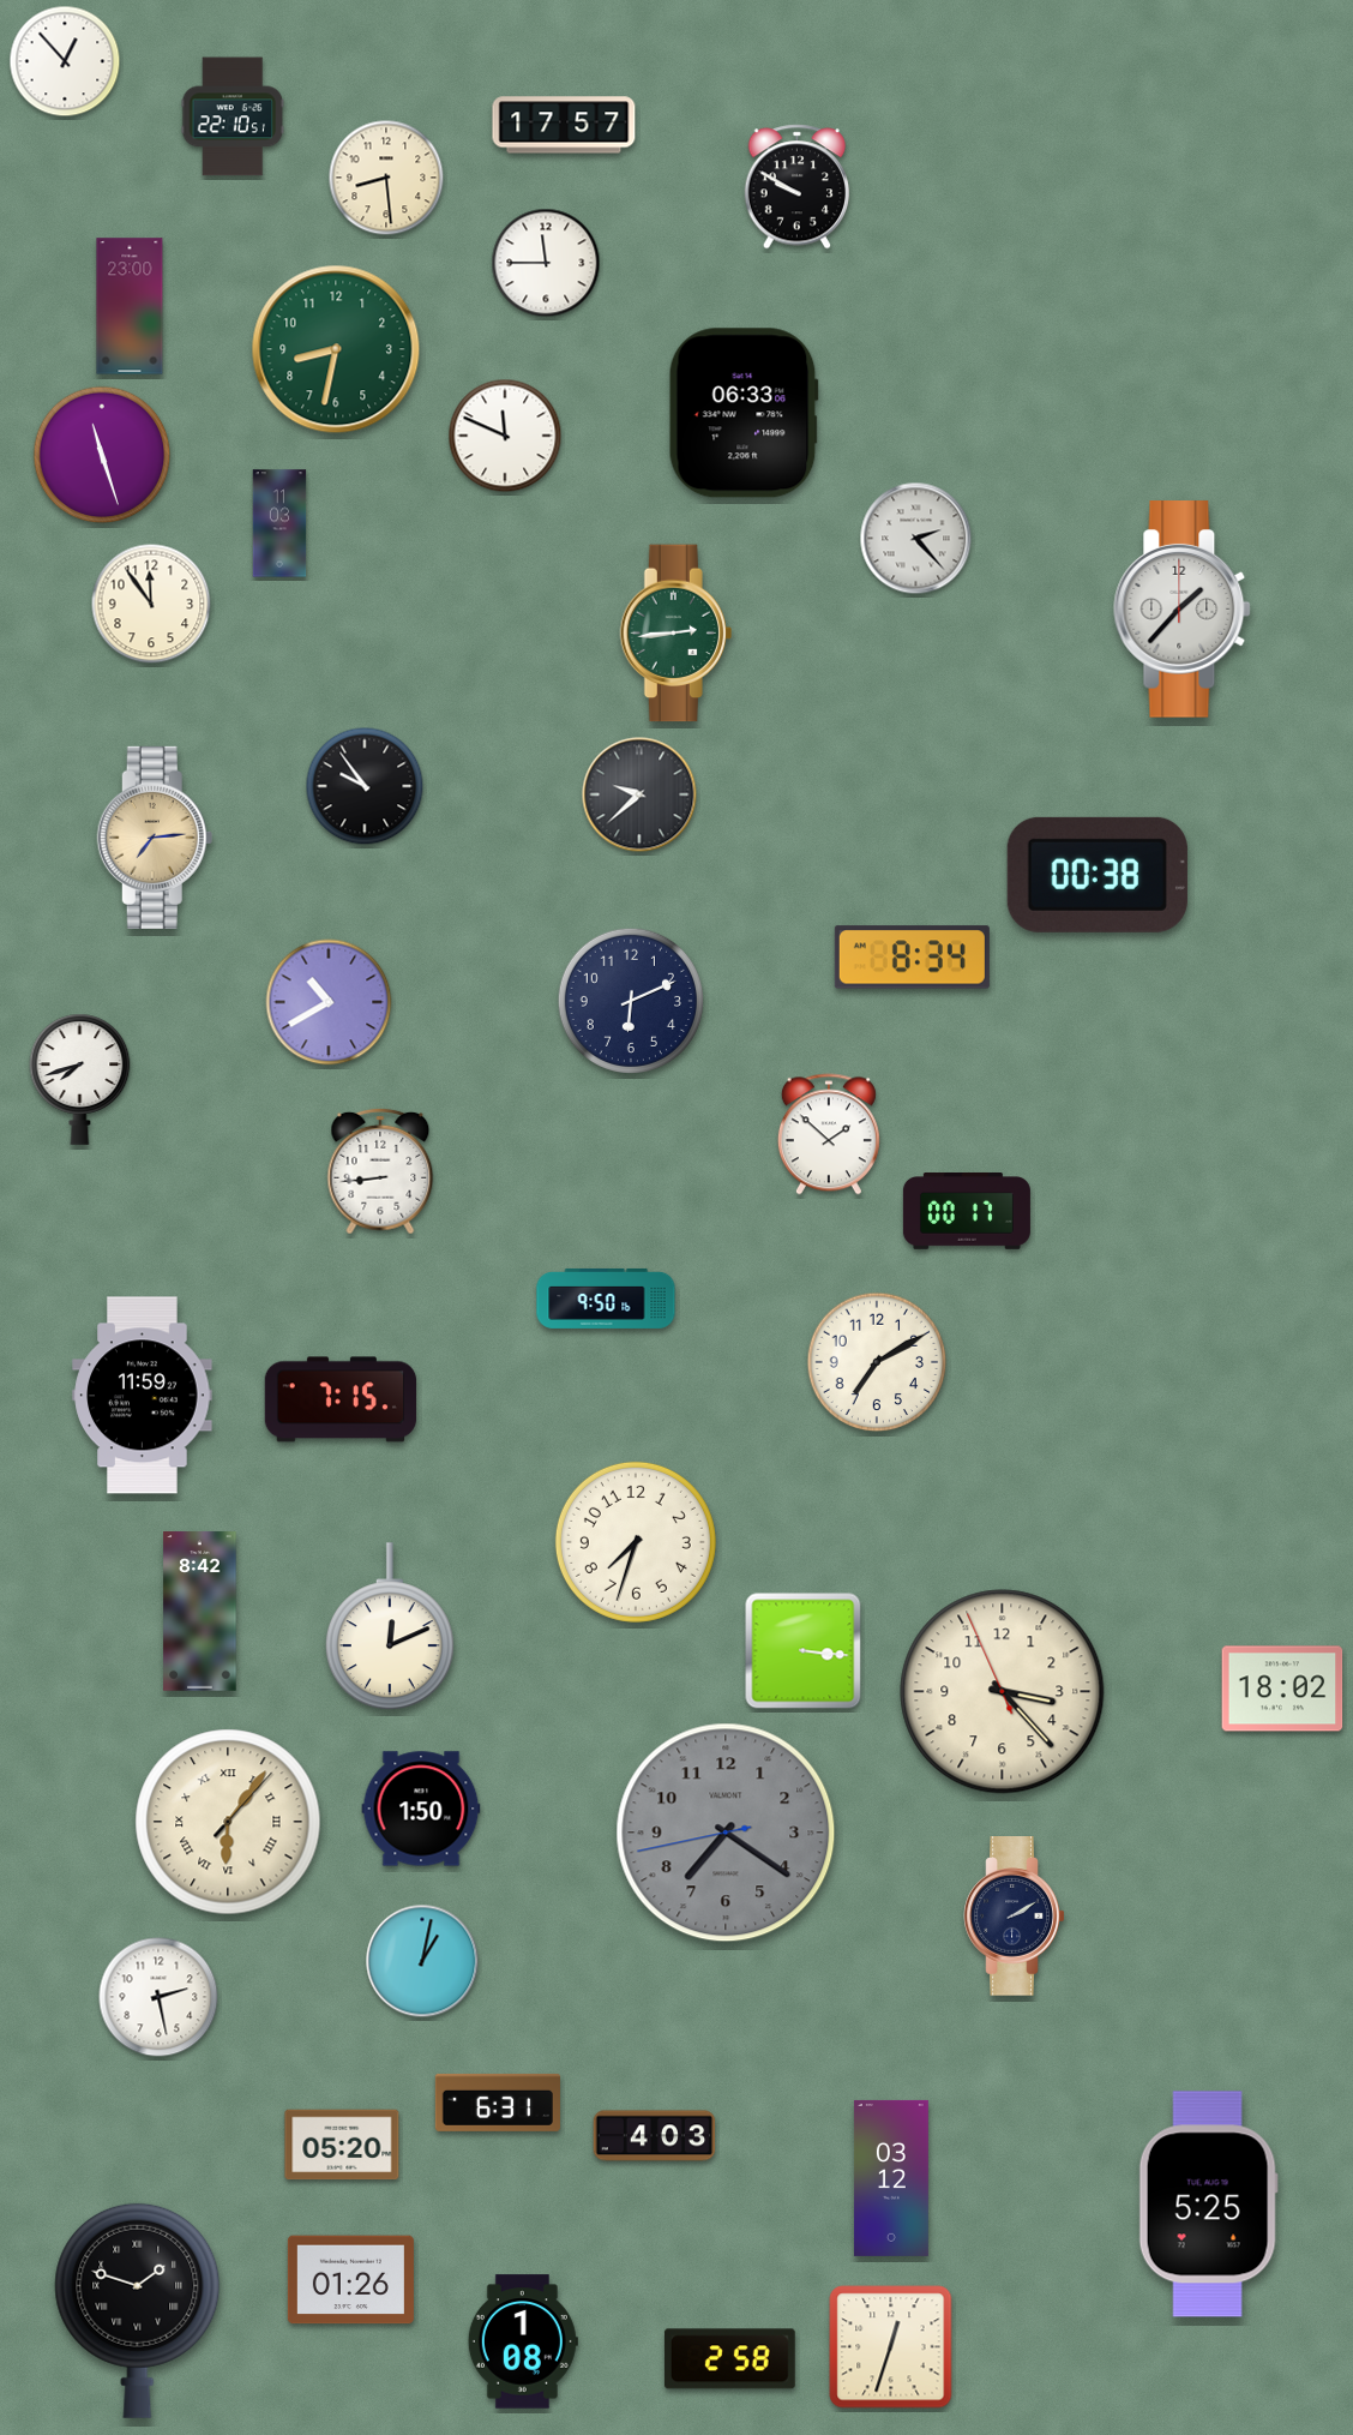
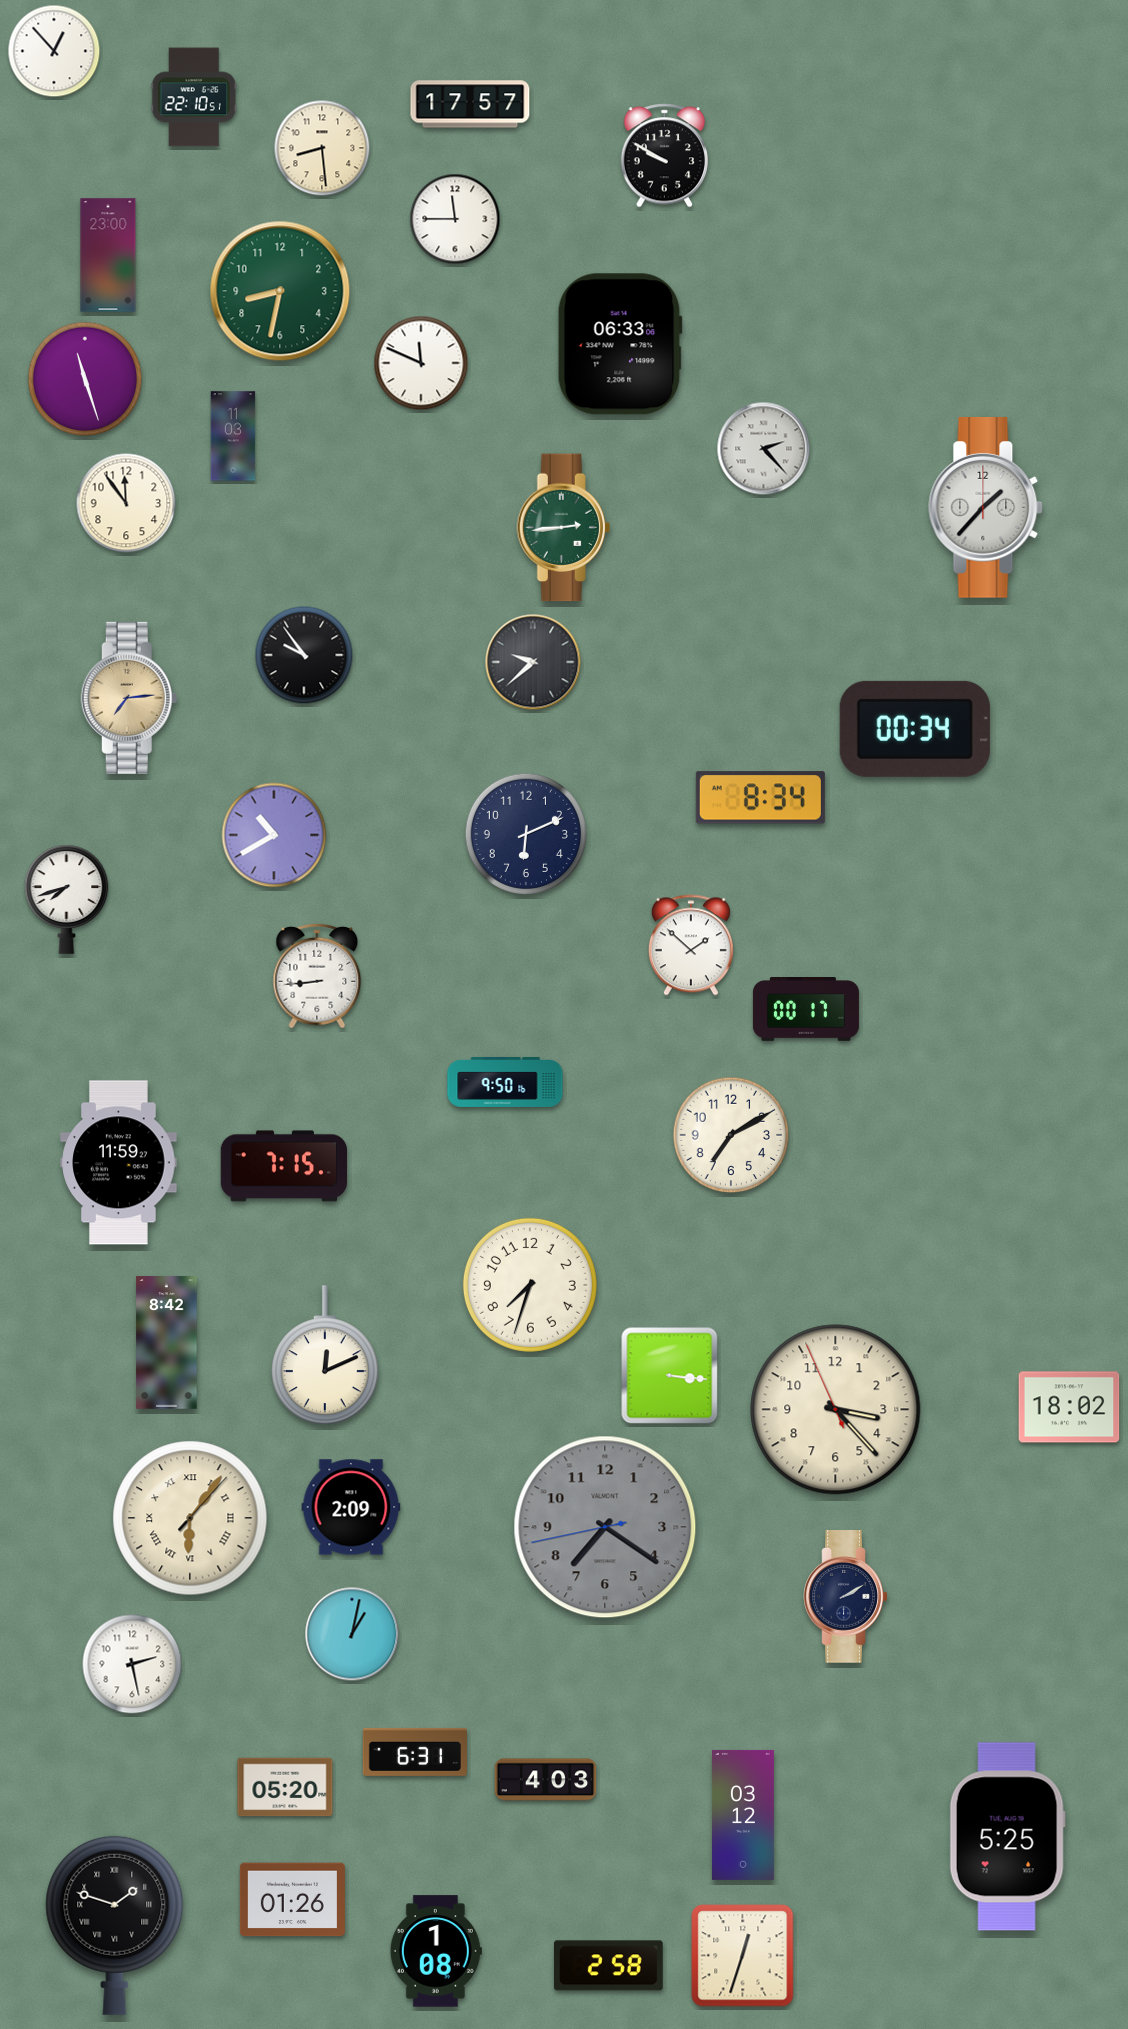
clock at (1098, 875): 00:38 -> 00:34
clock at (421, 1809): 1:50 -> 2:09
